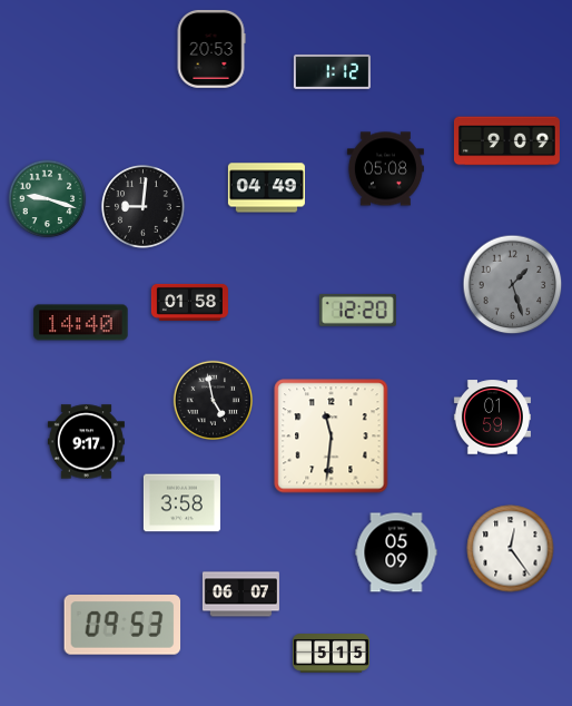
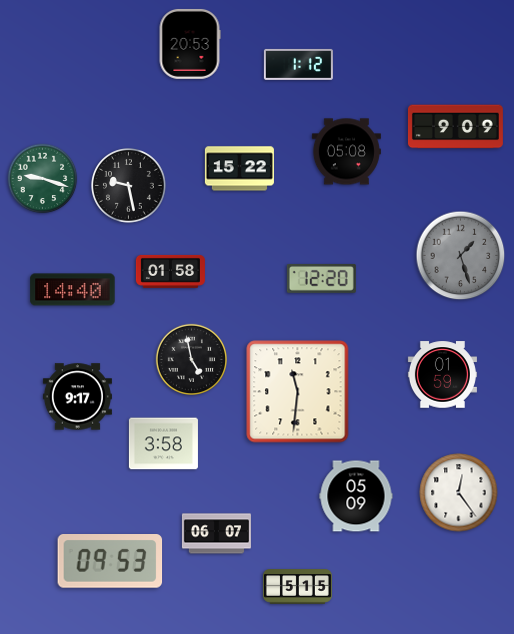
clock at (266, 188): 04:49 -> 15:22
clock at (144, 207): 9:01 -> 9:28
clock at (181, 503) position: (181, 503) -> (163, 444)
